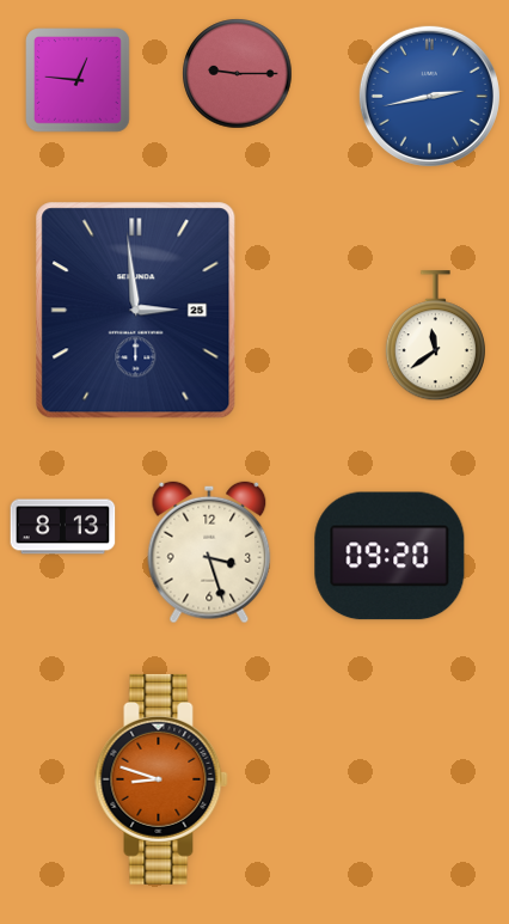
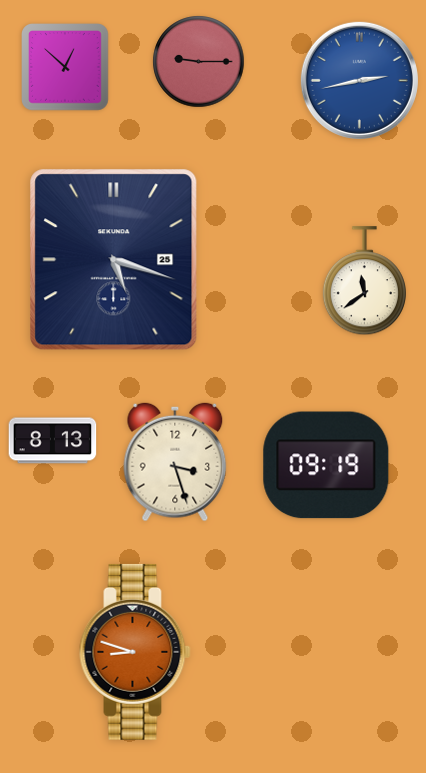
clock at (79, 81): 12:46 -> 12:52
clock at (136, 311): 2:59 -> 5:18
clock at (390, 556): 09:20 -> 09:19
